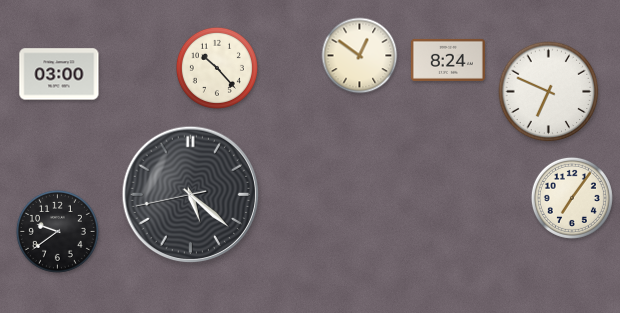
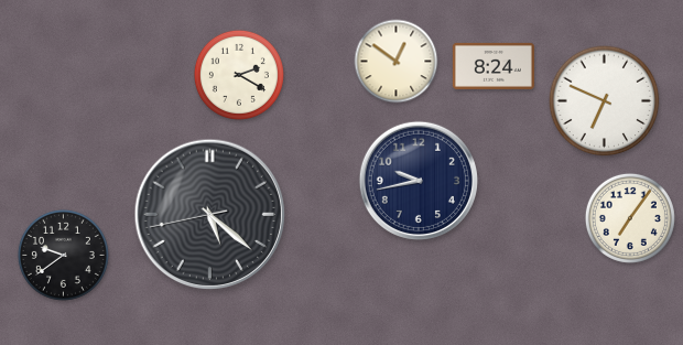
clock at (217, 68): 10:23 -> 2:20
clock at (59, 74): 03:00 -> none
clock at (419, 181): none -> 9:43
